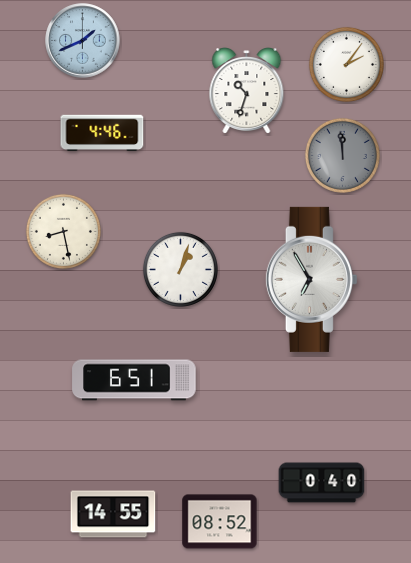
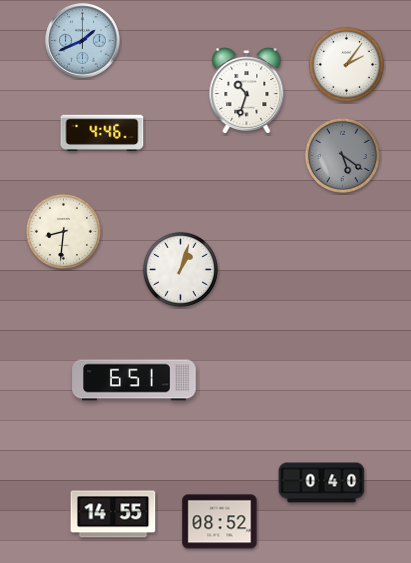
clock at (342, 155): 11:59 -> 5:21
clock at (63, 231): 8:28 -> 8:31
clock at (311, 279): 6:55 -> none
